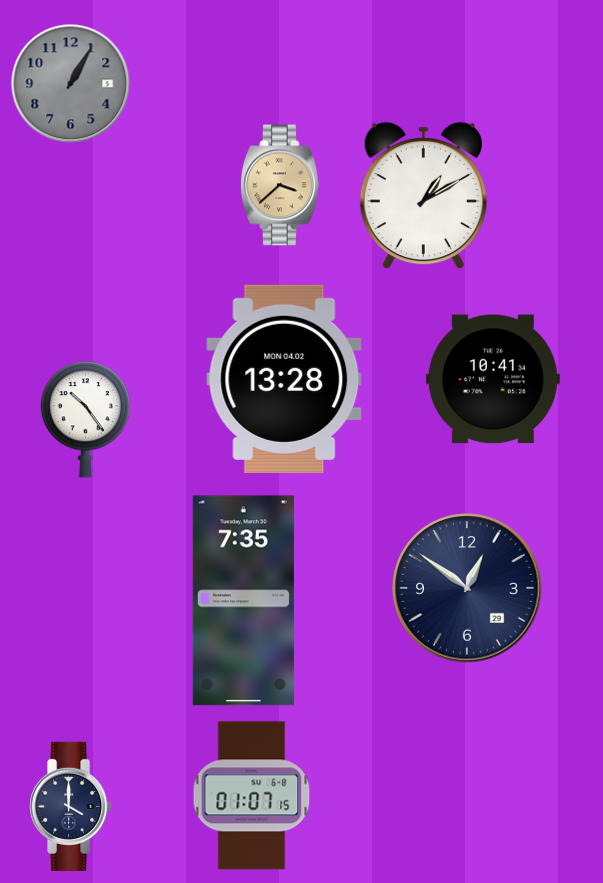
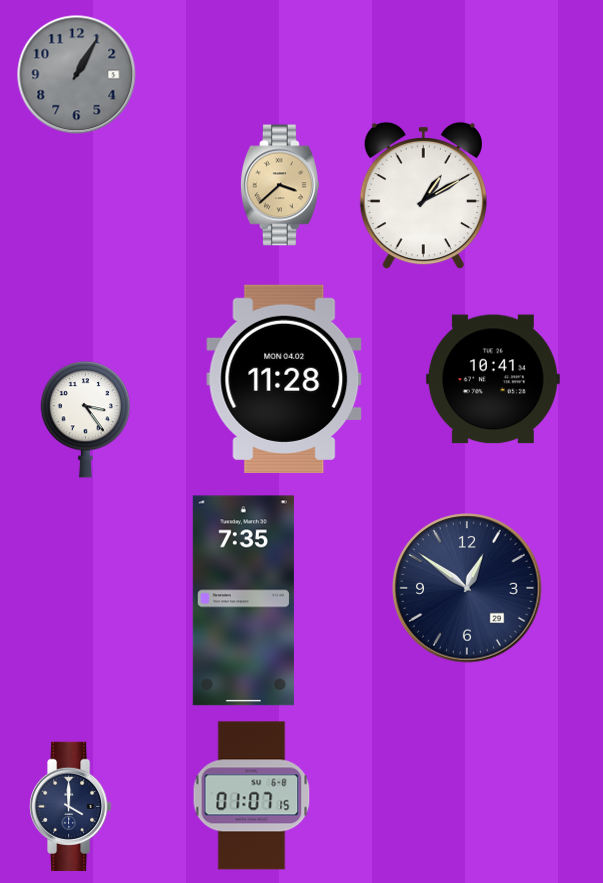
clock at (71, 84) position: (71, 84) -> (77, 75)
clock at (284, 379): 13:28 -> 11:28
clock at (85, 420): 10:24 -> 3:24
